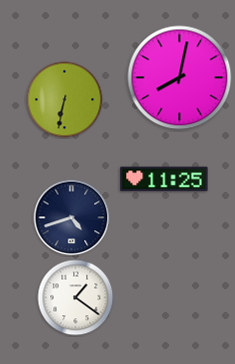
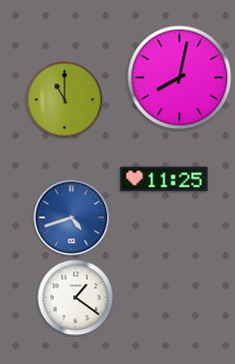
clock at (65, 100): 6:32 -> 11:00
clock at (72, 218) dial: navy -> blue
